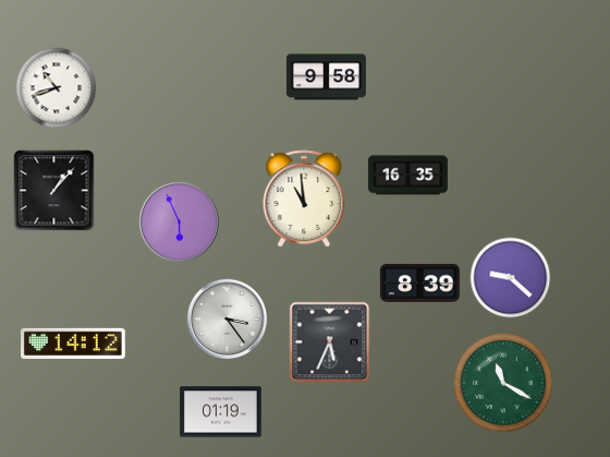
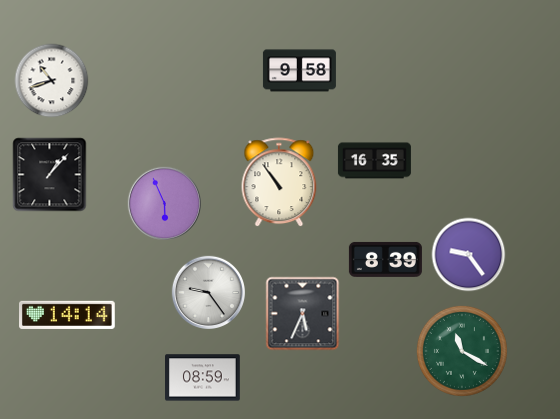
clock at (304, 200): 10:59 -> 10:54
clock at (511, 278): 9:22 -> 9:24
clock at (227, 318): 3:24 -> 9:24
clock at (74, 344): 14:12 -> 14:14
clock at (221, 412): 01:19 -> 08:59
